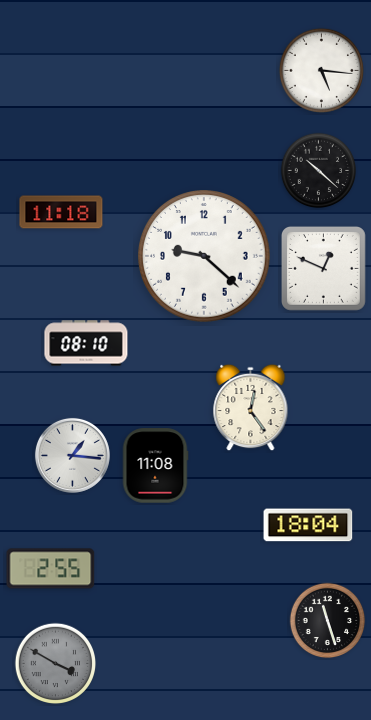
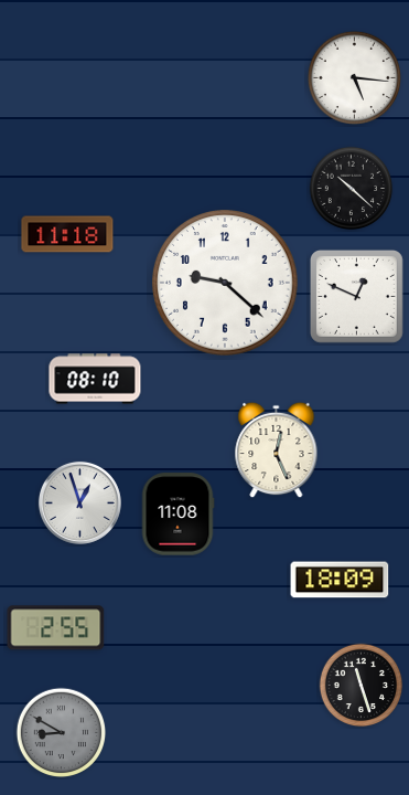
clock at (251, 408): 12:24 -> 12:26
clock at (72, 455): 1:16 -> 12:57
clock at (155, 466) position: (155, 466) -> (177, 515)
clock at (308, 525): 18:04 -> 18:09
clock at (56, 664): 3:50 -> 8:50
